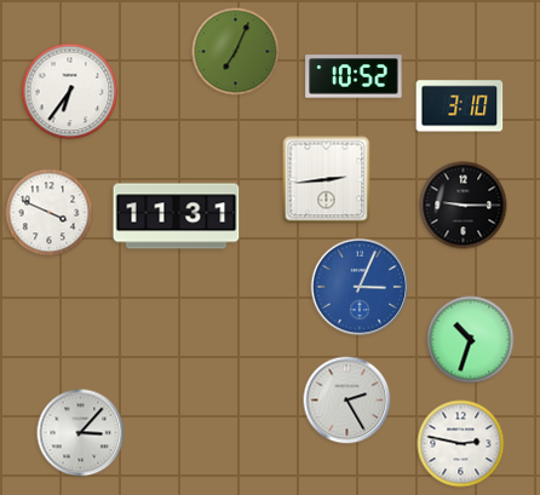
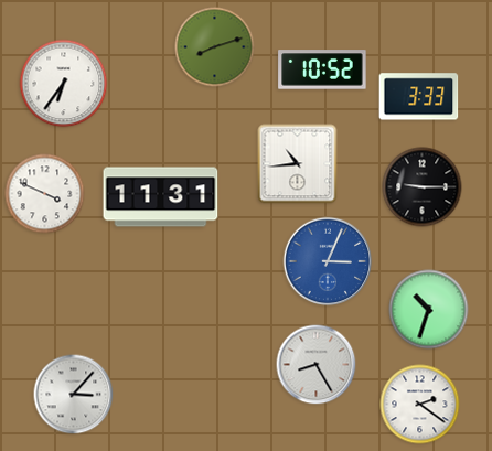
clock at (236, 52): 7:04 -> 8:12
clock at (460, 107): 3:10 -> 3:33
clock at (327, 180): 2:44 -> 10:44
clock at (347, 401): 2:25 -> 8:25
clock at (461, 444): 2:47 -> 2:21
